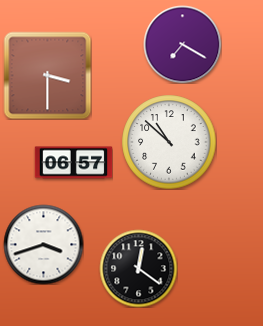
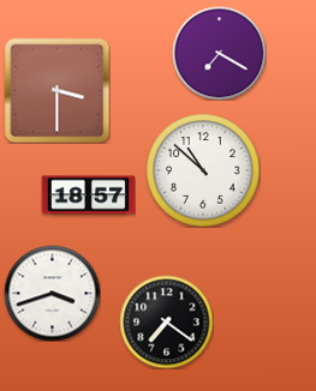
clock at (73, 163): 06:57 -> 18:57
clock at (138, 268): 12:21 -> 7:21
